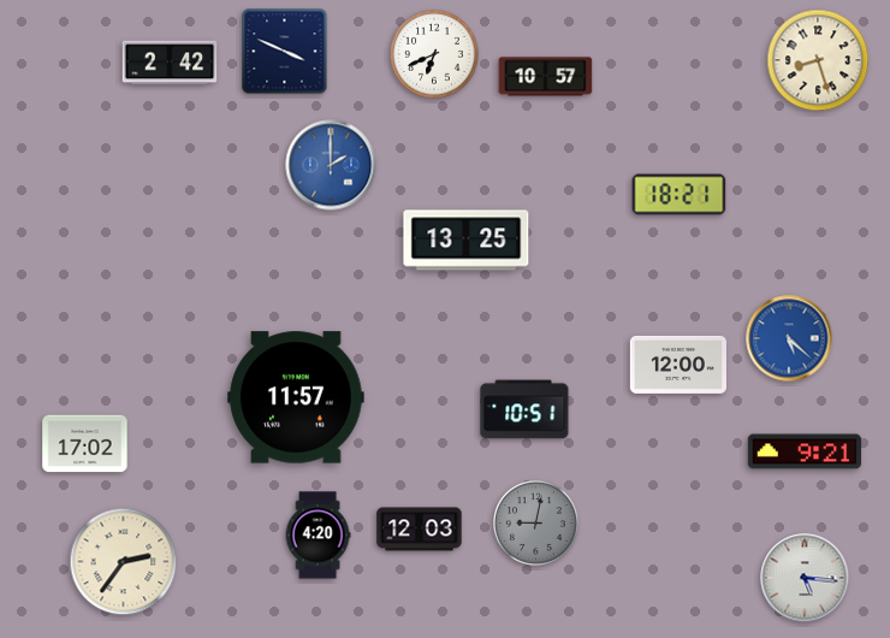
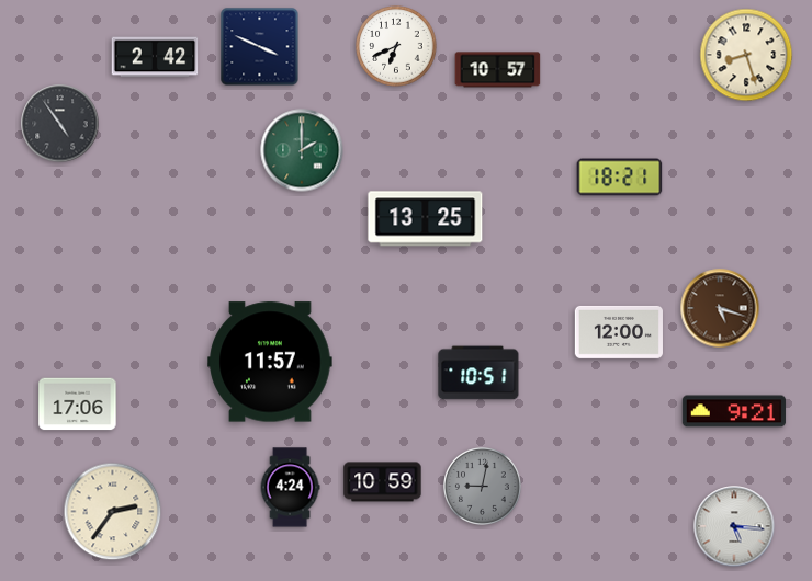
clock at (434, 54) position: (434, 54) -> (396, 46)
clock at (60, 124): none -> 4:54
clock at (331, 165) dial: blue -> green
clock at (789, 338): 5:22 -> 5:18
clock at (789, 338) dial: blue -> brown
clock at (85, 444): 17:02 -> 17:06
clock at (536, 524) position: (536, 524) -> (483, 487)
clock at (420, 530): 12:03 -> 10:59
clock at (318, 536): 4:20 -> 4:24
